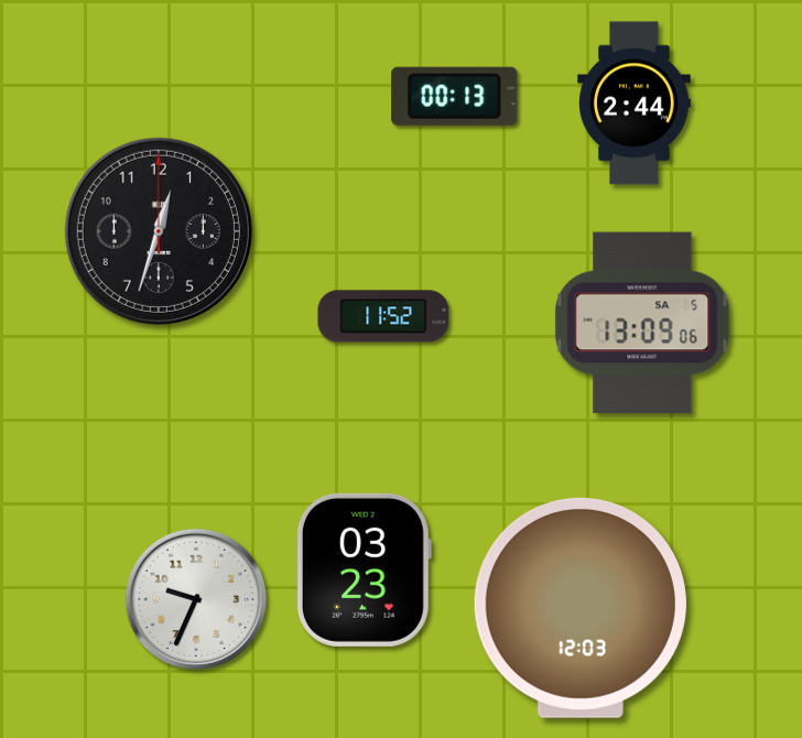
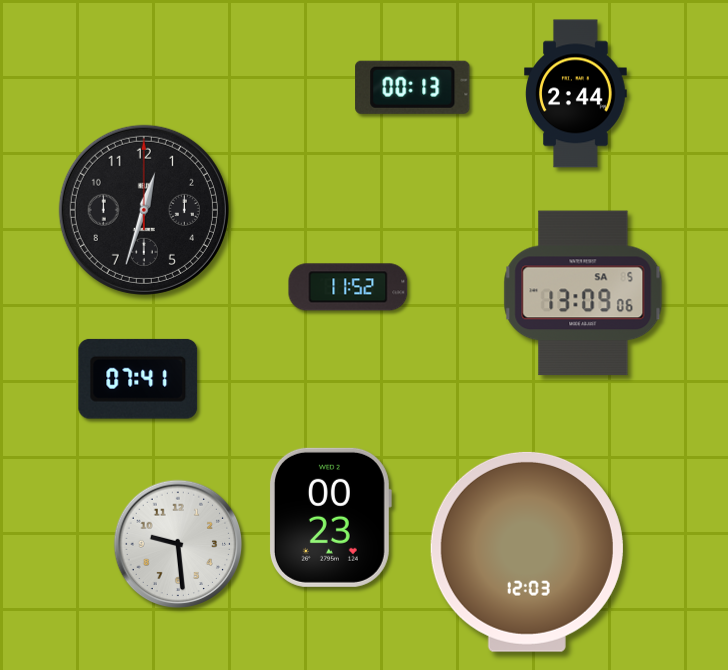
clock at (138, 379): none -> 07:41
clock at (364, 569): 03:23 -> 00:23
clock at (196, 599): 9:34 -> 9:29
